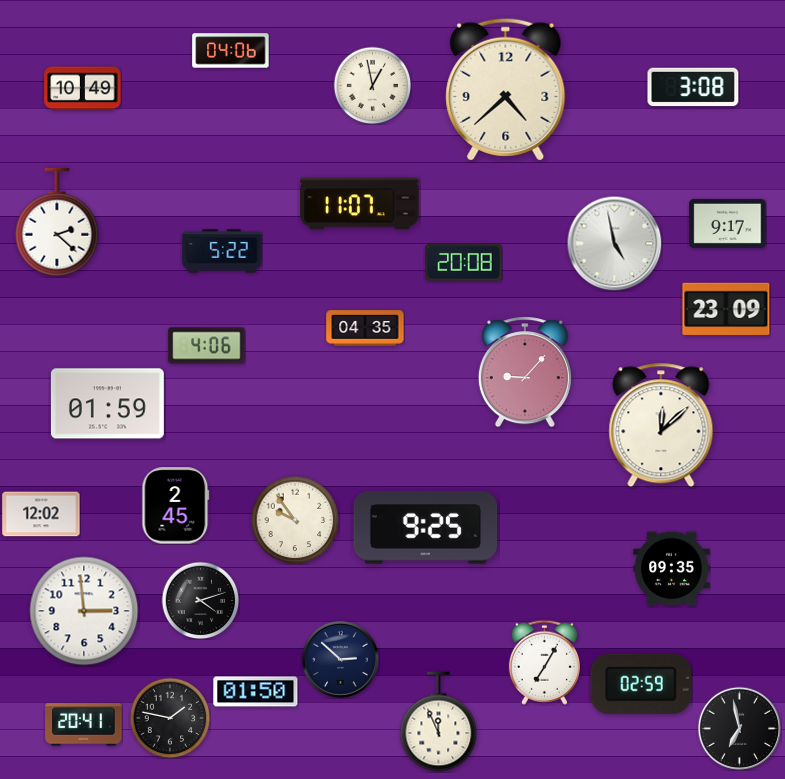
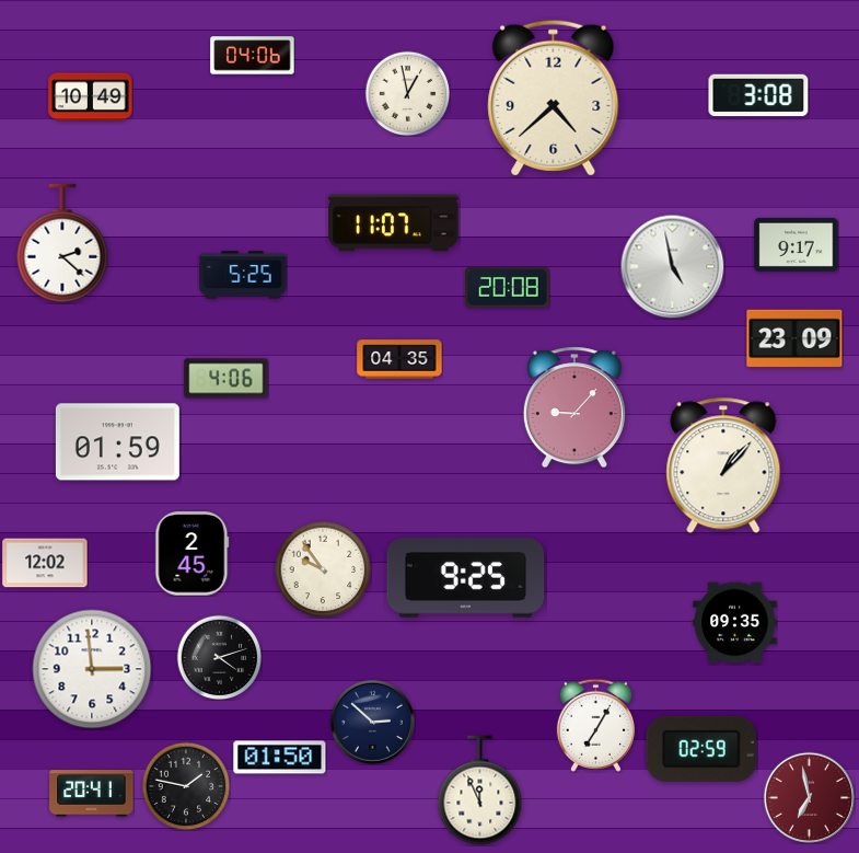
clock at (222, 251): 5:22 -> 5:25
clock at (661, 425): 12:08 -> 1:07
clock at (739, 728) dial: black -> burgundy
